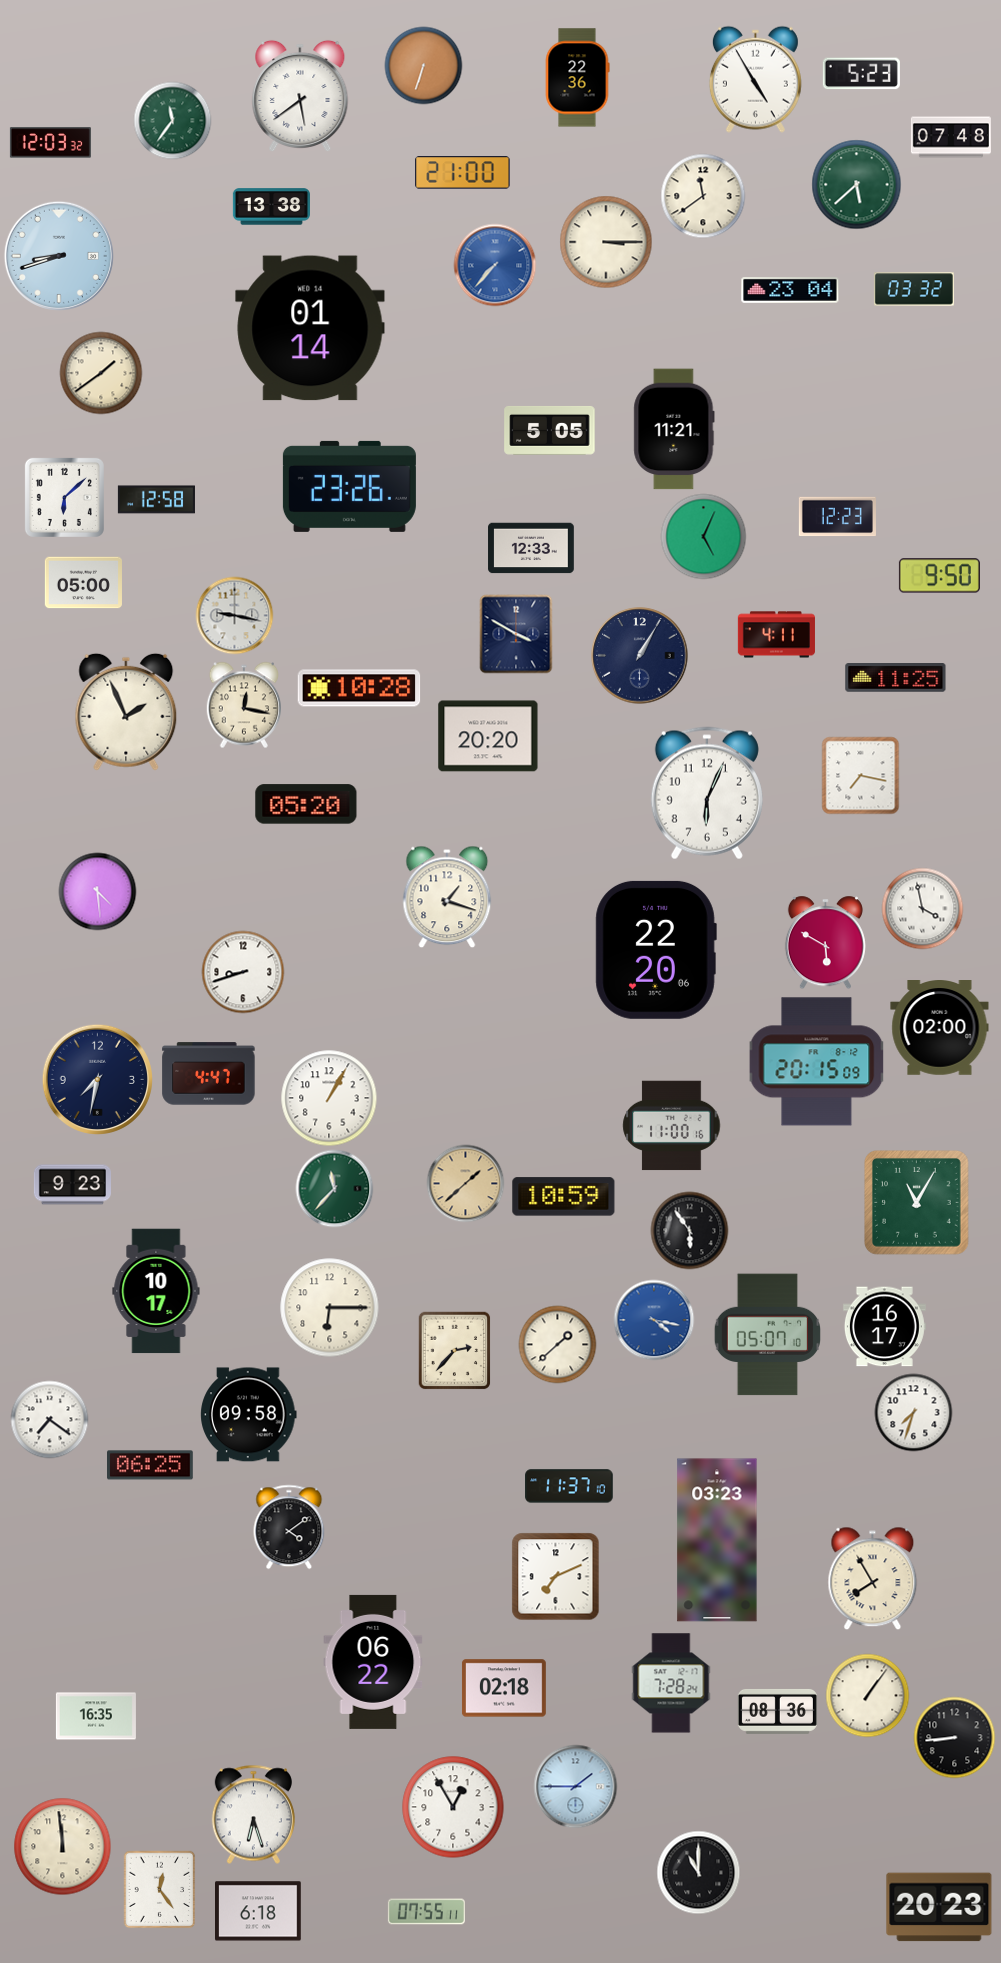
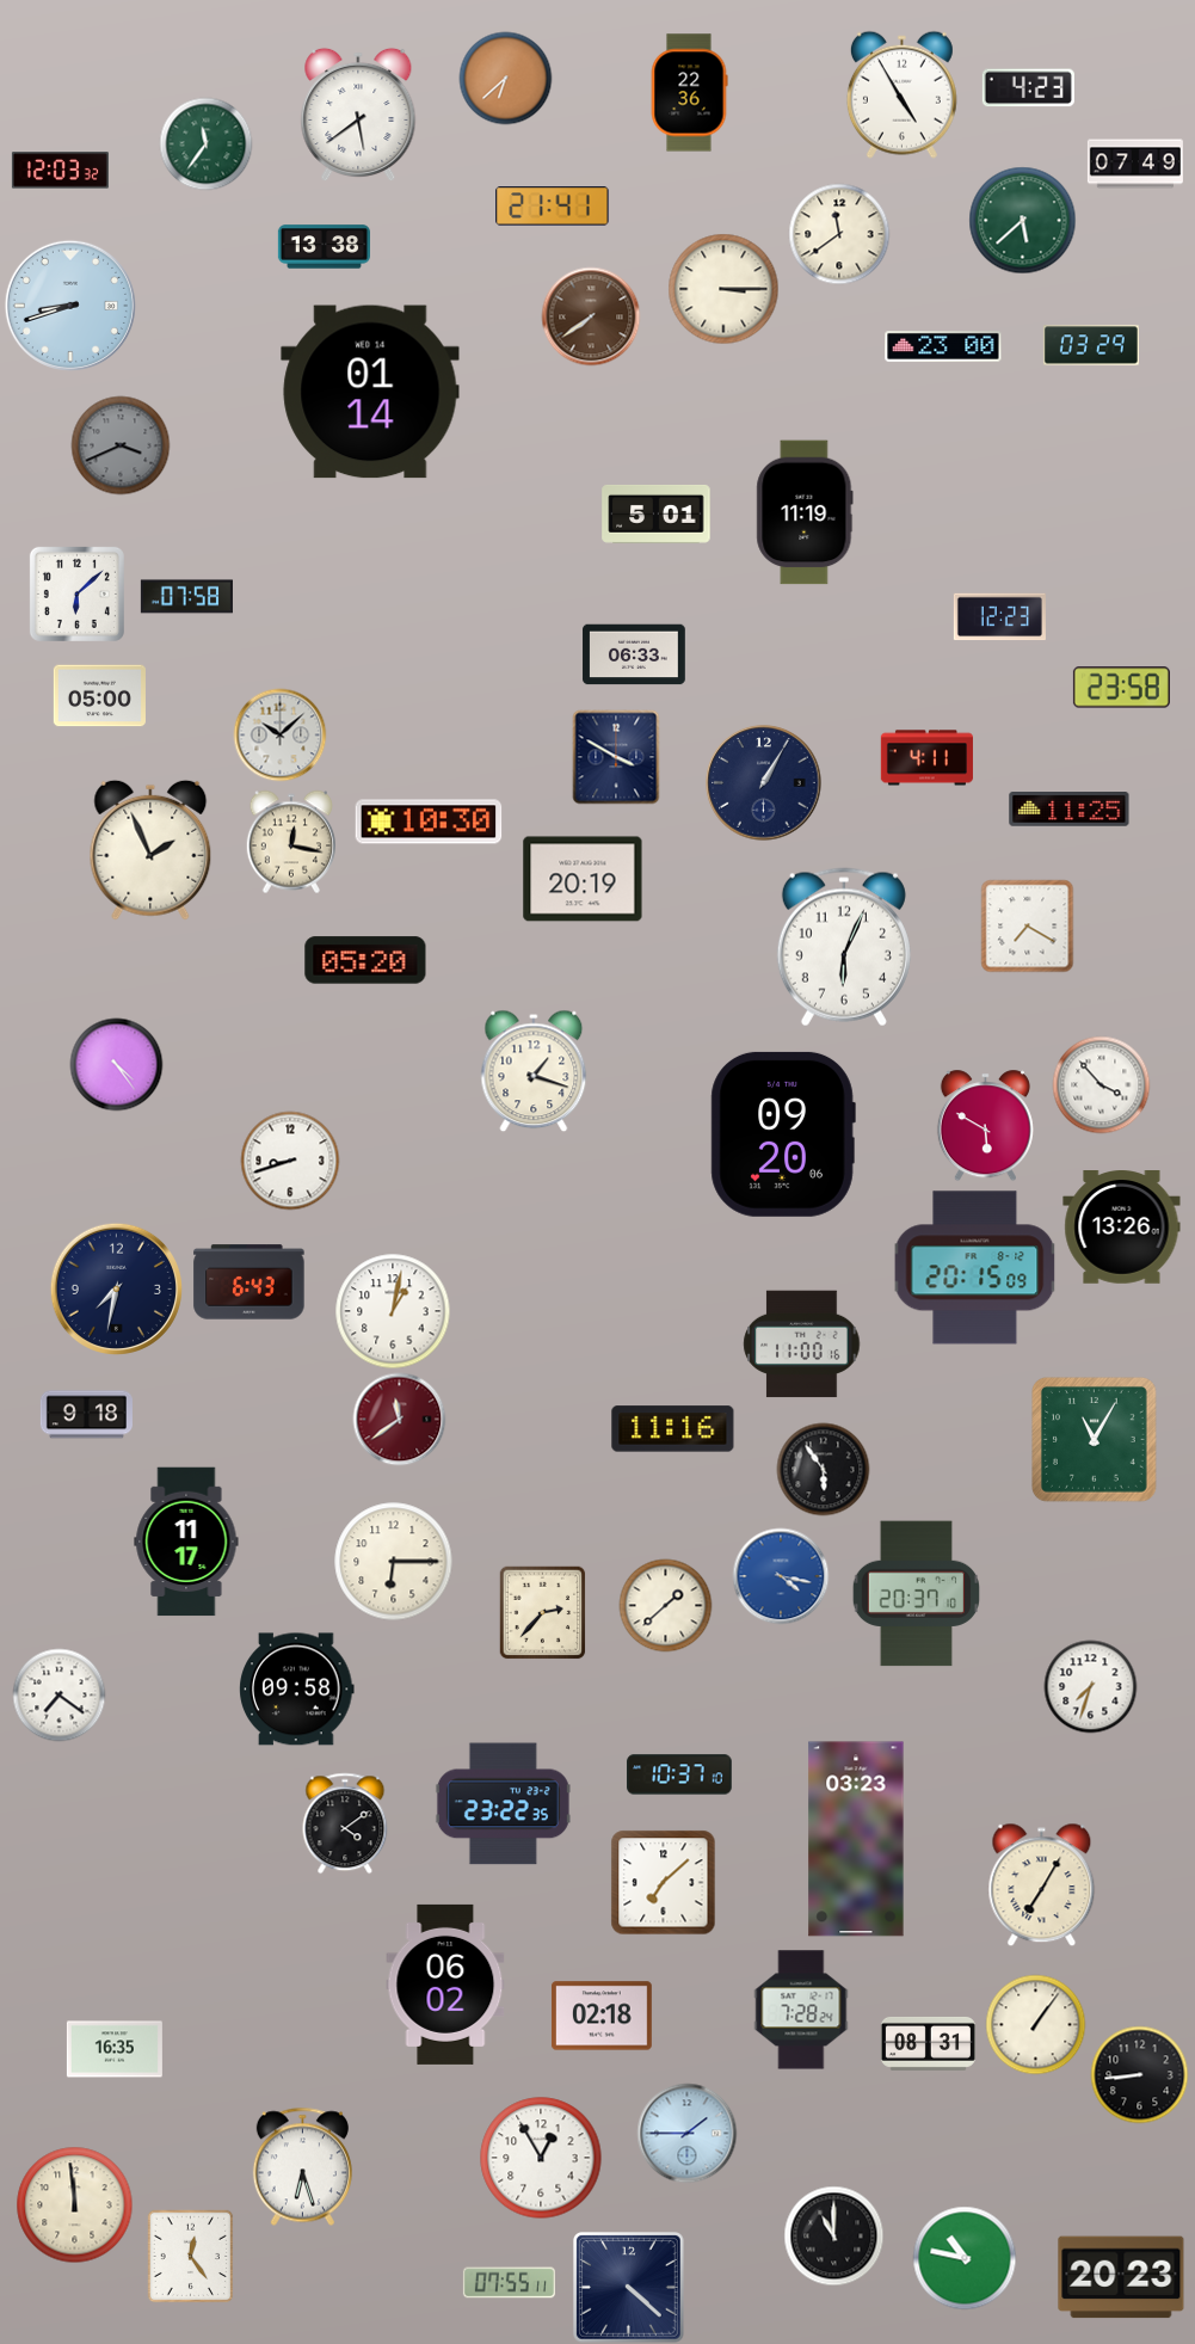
clock at (423, 65): 6:33 -> 6:38
clock at (861, 74): 5:23 -> 4:23
clock at (951, 137): 07:48 -> 07:49
clock at (463, 173): 21:00 -> 21:41
clock at (495, 265): 7:37 -> 7:39
clock at (495, 265) dial: blue -> brown
clock at (914, 289): 03:32 -> 03:29
clock at (790, 291): 23:04 -> 23:00
clock at (101, 373): 1:39 -> 3:41
clock at (101, 373) dial: cream -> grey
clock at (674, 429): 11:21 -> 11:19
clock at (550, 430): 5:05 -> 5:01
clock at (349, 486): 23:26 -> none
clock at (156, 500): 12:58 -> 07:58
clock at (703, 536): 5:04 -> none
clock at (531, 548): 12:33 -> 06:33
clock at (939, 576): 9:50 -> 23:58
clock at (234, 615): 9:17 -> 10:08
clock at (359, 688): 10:28 -> 10:30
clock at (488, 736): 20:20 -> 20:19
clock at (860, 775): 7:17 -> 7:20
clock at (97, 891): 4:29 -> 4:24
clock at (922, 908): 3:58 -> 3:53
clock at (656, 950): 22:20 -> 09:20
clock at (940, 1028): 02:00 -> 13:26
clock at (209, 1074): 4:47 -> 6:43
clock at (329, 1098): 1:05 -> 1:02
clock at (465, 1183): 1:38 -> none
clock at (72, 1185): 9:23 -> 9:18
clock at (334, 1188): 11:37 -> 11:39
clock at (334, 1188) dial: green -> burgundy
clock at (564, 1197): 10:59 -> 11:16
clock at (917, 1203) position: (917, 1203) -> (1095, 1440)
clock at (156, 1291): 10:17 -> 11:17
clock at (884, 1327): 16:17 -> none
clock at (767, 1335): 05:07 -> 20:37
clock at (151, 1465): 06:25 -> none
clock at (569, 1486): 11:37 -> 10:37
clock at (503, 1804): none -> 23:22
clock at (555, 1576): 7:11 -> 7:08
clock at (873, 1578): 7:55 -> 7:05
clock at (373, 1662): 06:22 -> 06:02
clock at (777, 1711): 08:36 -> 08:31
clock at (965, 2258): none -> 10:47
clock at (259, 1911): 6:18 -> none
clock at (629, 2288): none -> 4:22
